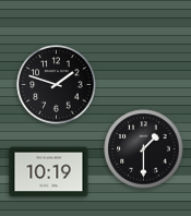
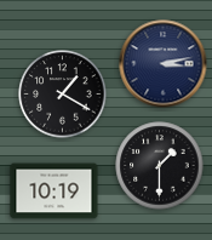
clock at (164, 64): none -> 3:13
clock at (57, 85): 1:48 -> 1:20
